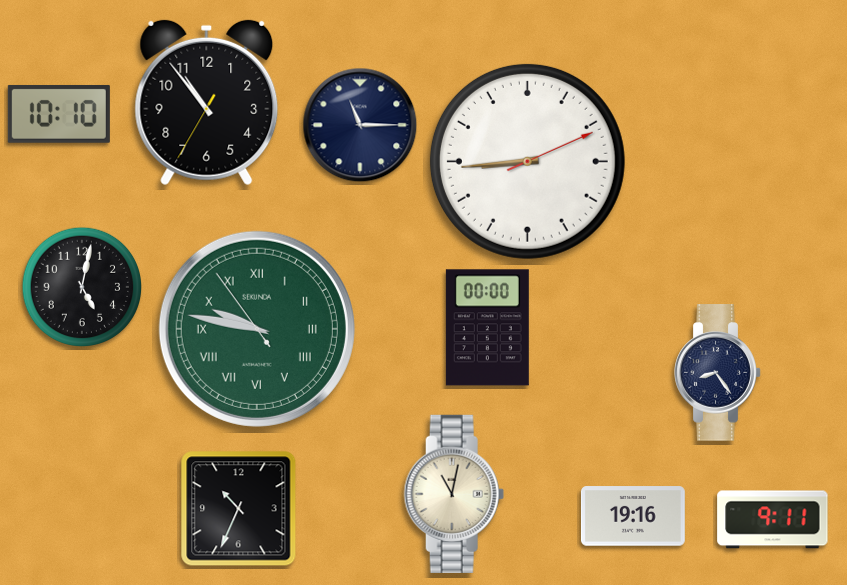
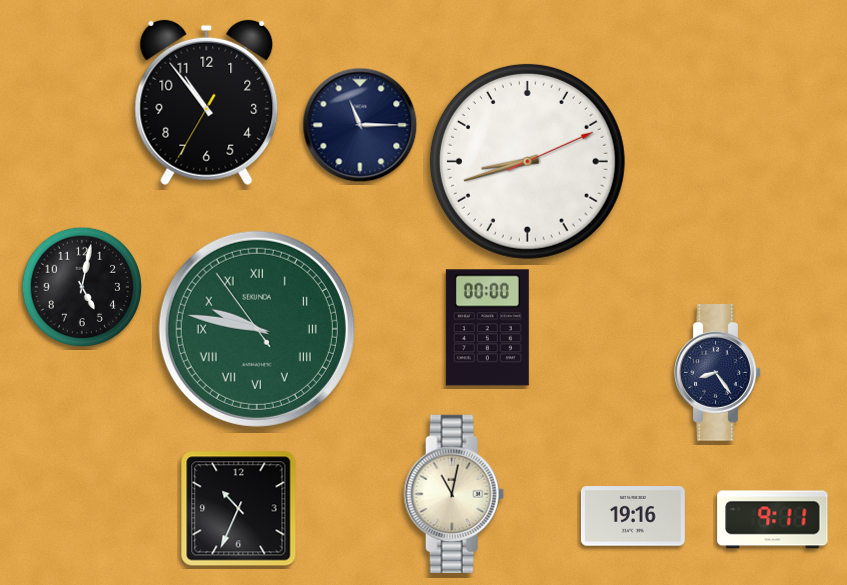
clock at (59, 114): 10:10 -> none
clock at (527, 161): 8:44 -> 8:42
